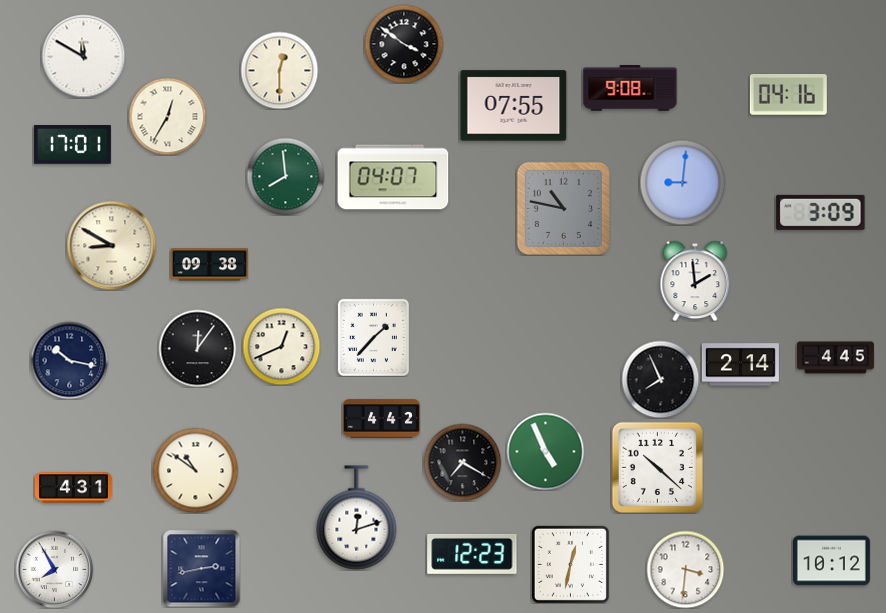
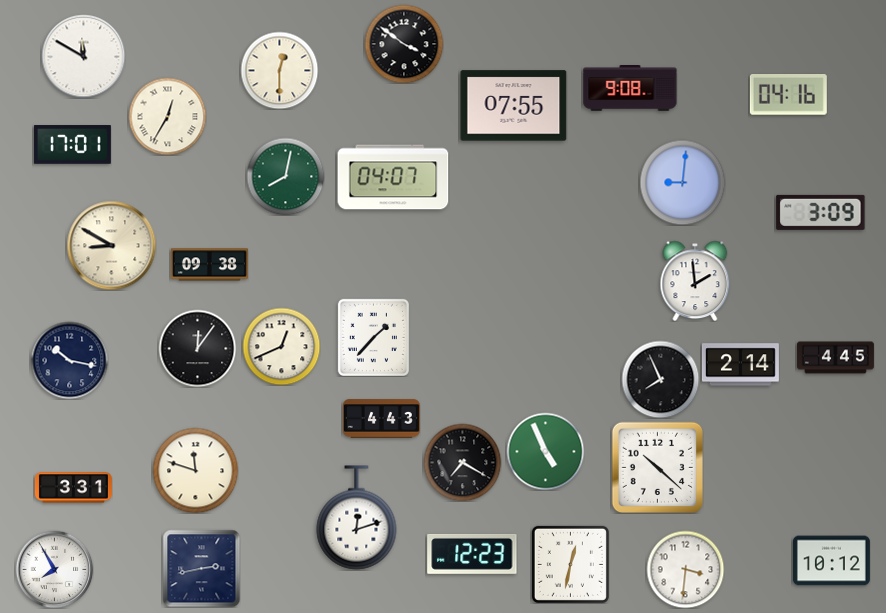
clock at (285, 176): 7:59 -> 8:02
clock at (563, 208): 10:47 -> none
clock at (381, 419): 4:42 -> 4:43
clock at (195, 470): 10:51 -> 11:48
clock at (73, 488): 4:31 -> 3:31
